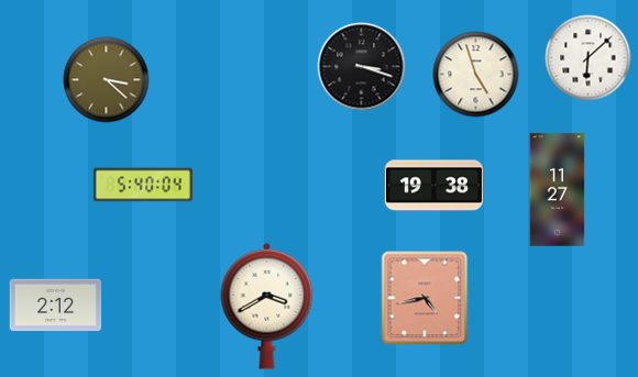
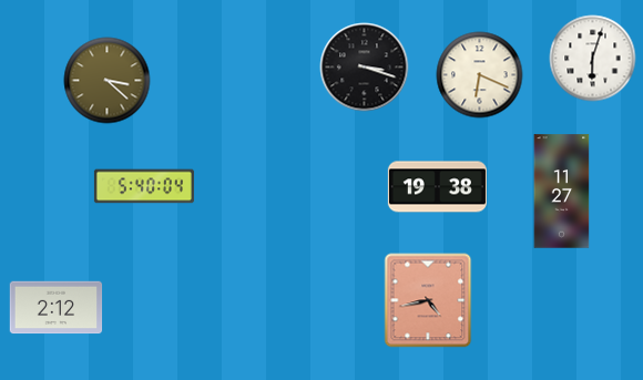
clock at (587, 57): 6:08 -> 6:03
clock at (475, 74): 4:57 -> 6:19
clock at (267, 306): 3:40 -> none
